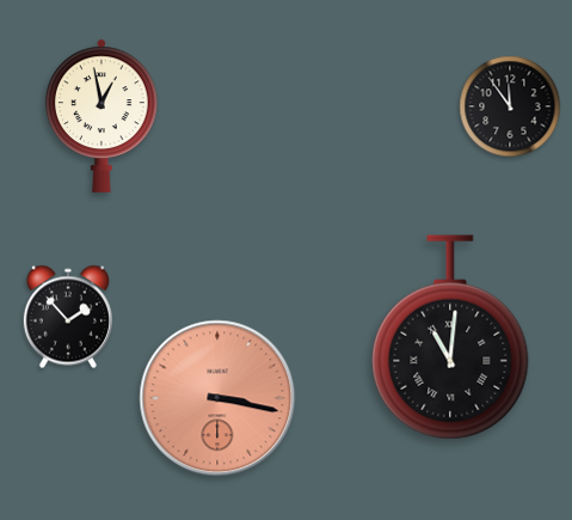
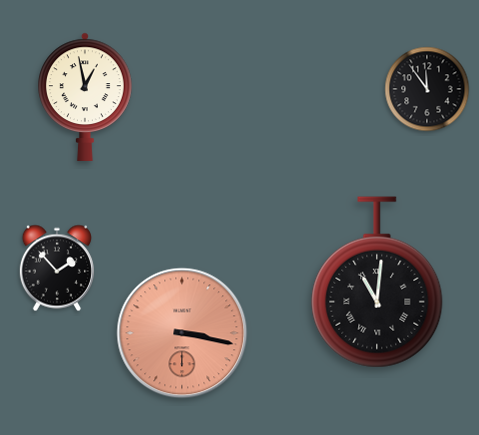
clock at (68, 317) position: (68, 317) -> (57, 268)
